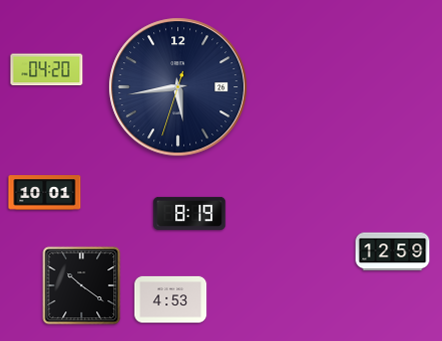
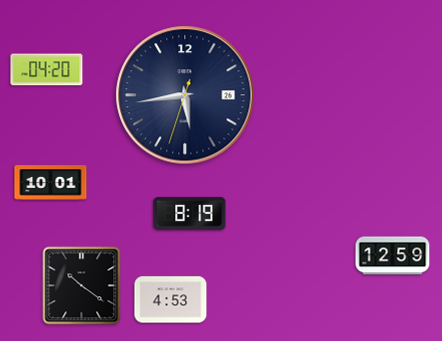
clock at (178, 87) position: (178, 87) -> (185, 95)
clock at (45, 193) position: (45, 193) -> (51, 183)
clock at (393, 252) position: (393, 252) -> (393, 256)
